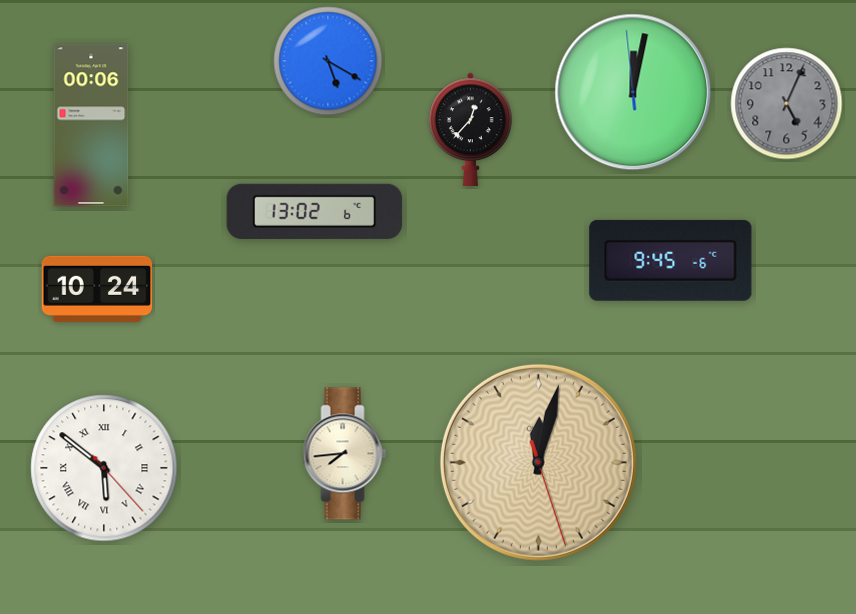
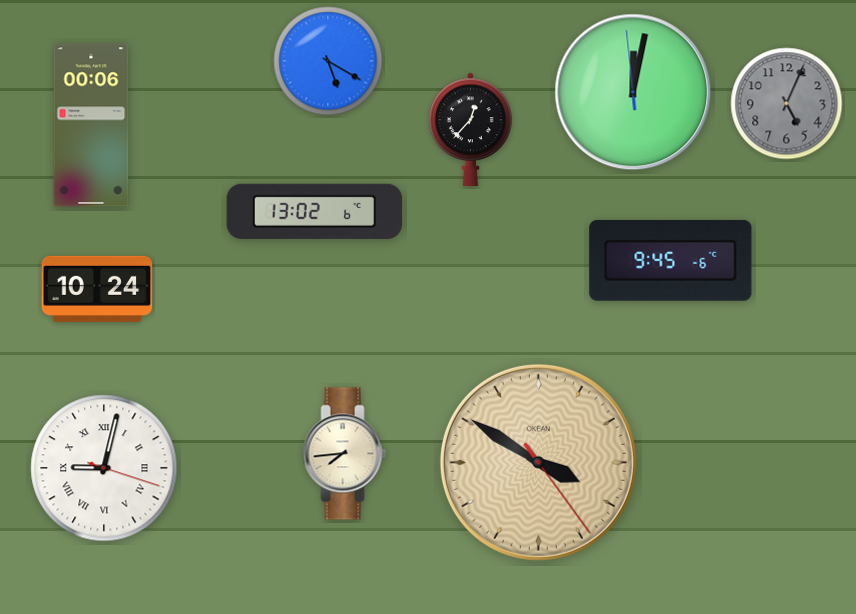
clock at (538, 462): 12:02 -> 3:50
clock at (104, 468): 5:51 -> 9:02
